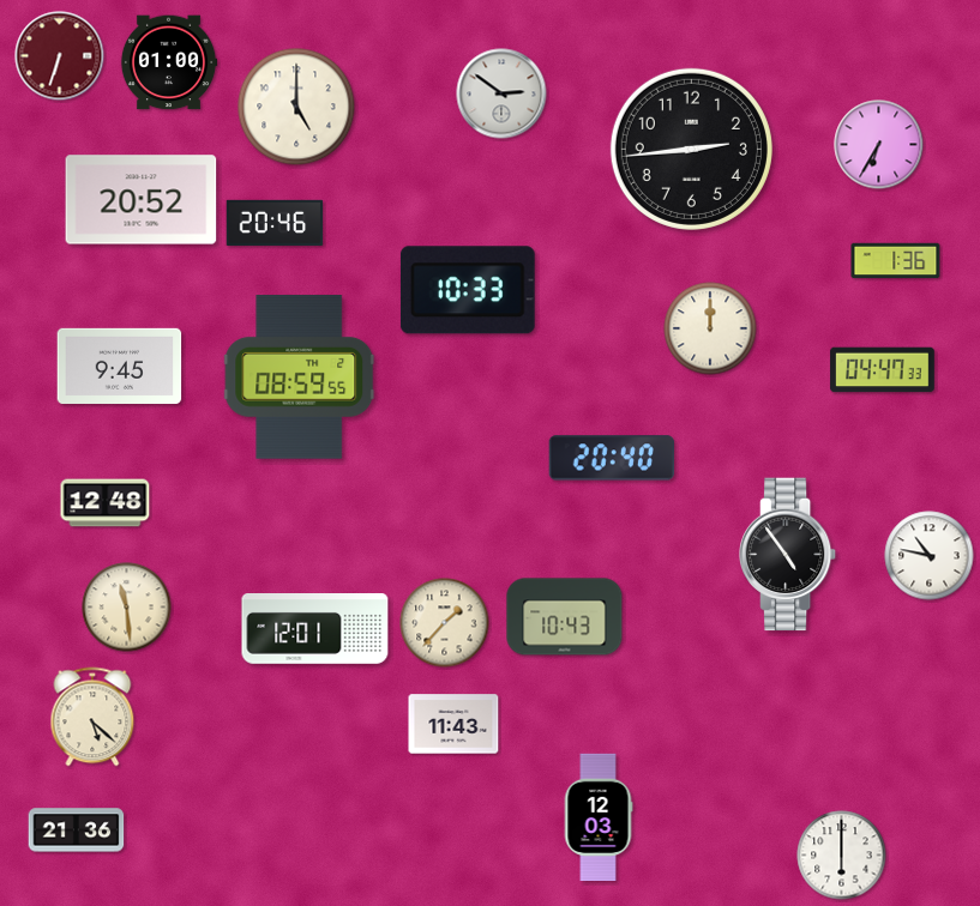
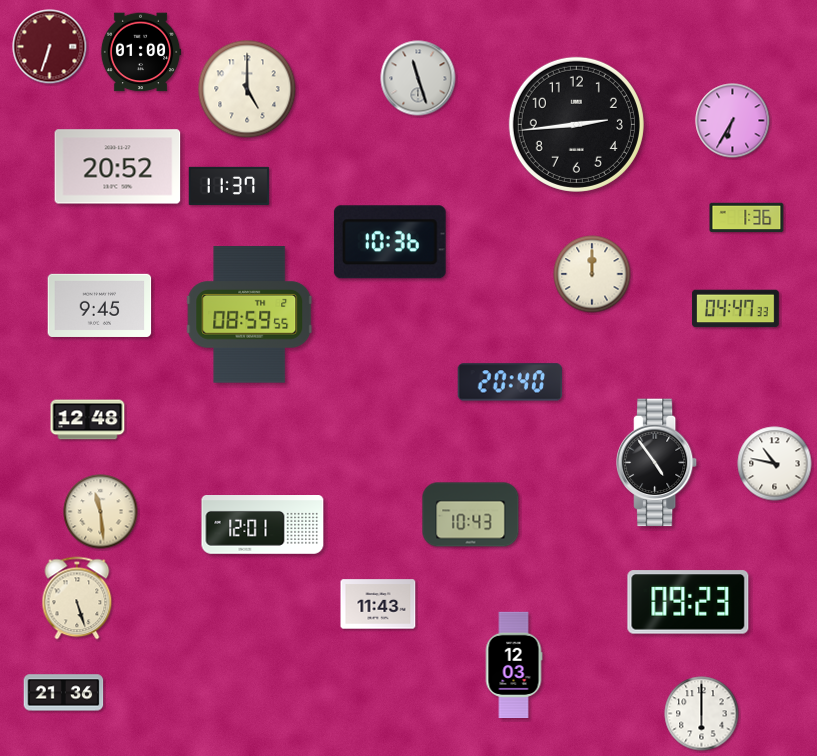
clock at (501, 93): 2:51 -> 11:27
clock at (275, 223): 20:46 -> 11:37
clock at (468, 290): 10:33 -> 10:36
clock at (127, 608) position: (127, 608) -> (101, 512)
clock at (445, 623): 1:37 -> none
clock at (92, 717): 5:22 -> 5:27
clock at (688, 602): none -> 09:23
clock at (599, 816) position: (599, 816) -> (514, 664)
